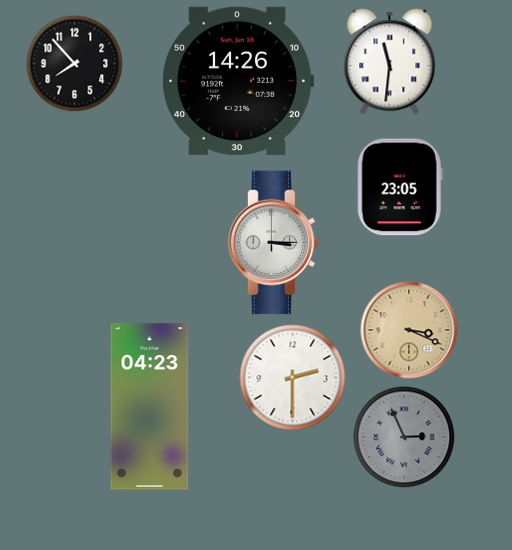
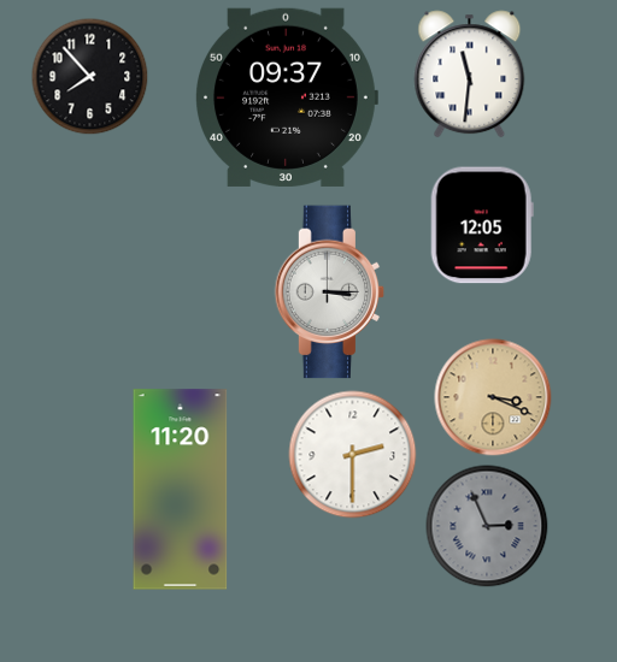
clock at (238, 81): 14:26 -> 09:37
clock at (400, 187): 23:05 -> 12:05
clock at (150, 407): 04:23 -> 11:20
